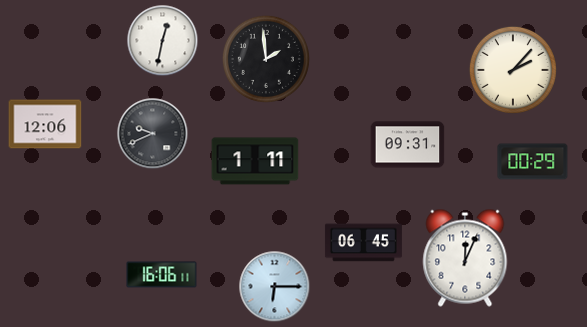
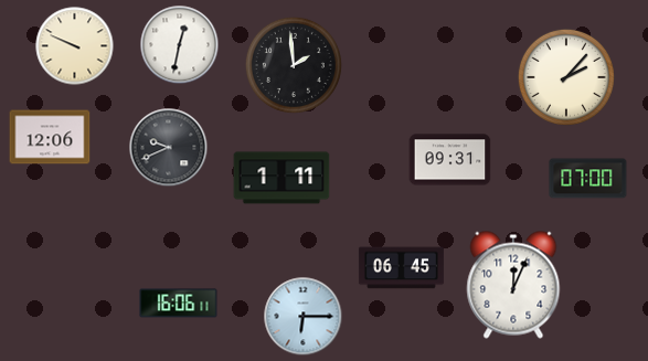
clock at (75, 46): none -> 9:49
clock at (533, 162): 00:29 -> 07:00
